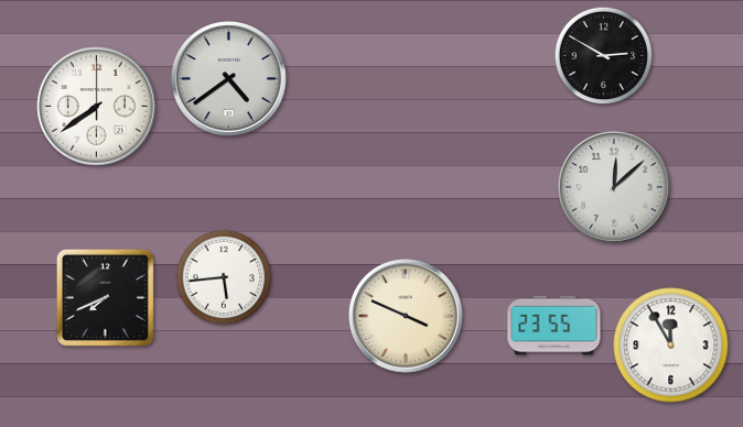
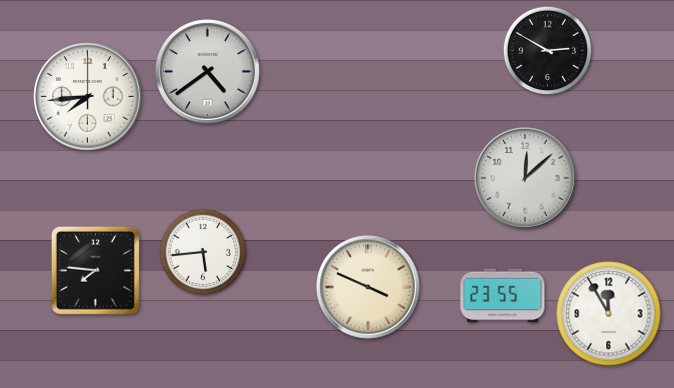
clock at (97, 107): 7:39 -> 7:44
clock at (614, 187) position: (614, 187) -> (525, 178)
clock at (105, 297): 7:41 -> 7:46
